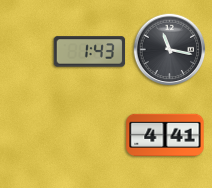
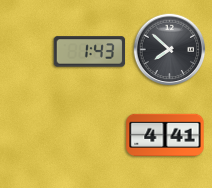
clock at (170, 50): 11:17 -> 7:52
